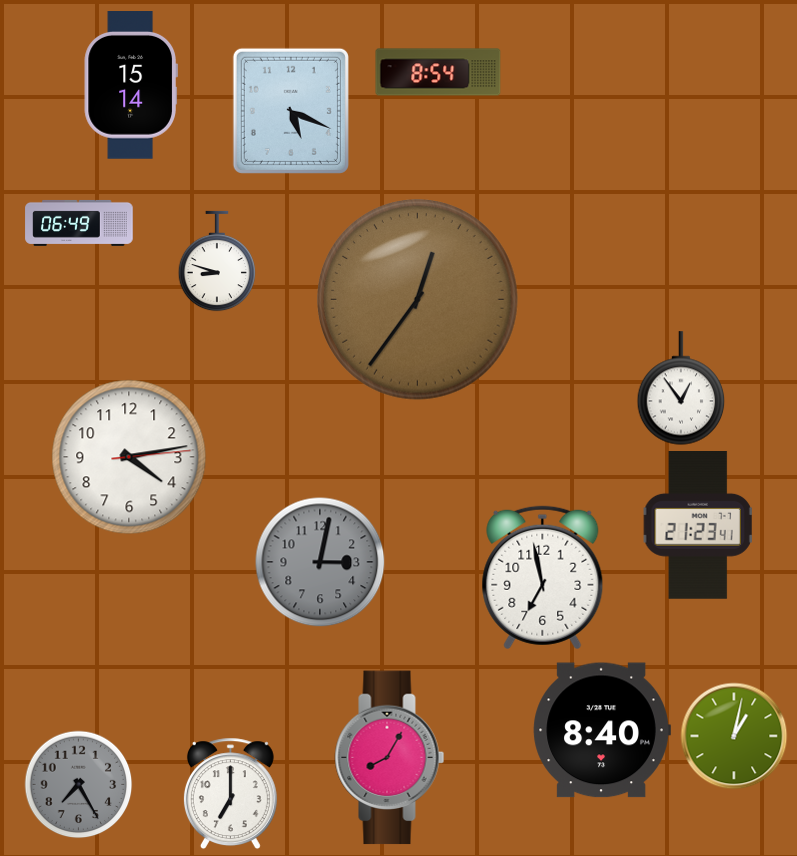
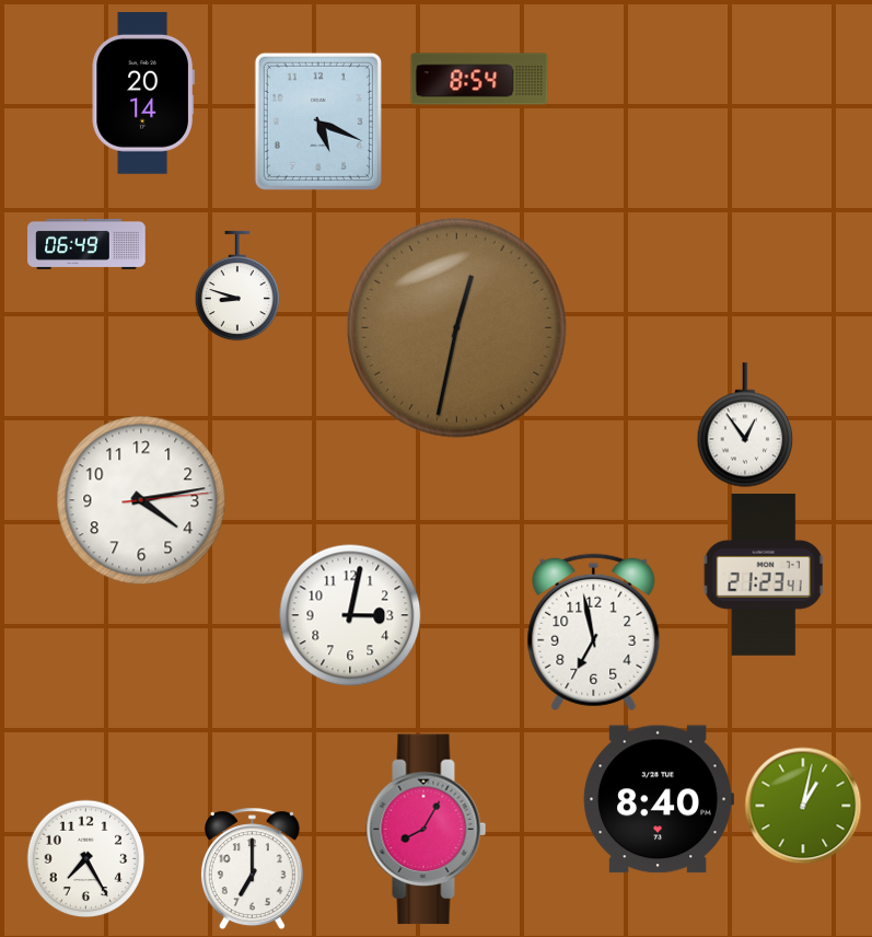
clock at (131, 86): 15:14 -> 20:14
clock at (418, 300): 12:36 -> 12:32
clock at (320, 562) dial: grey -> white
clock at (79, 785) dial: grey -> white
